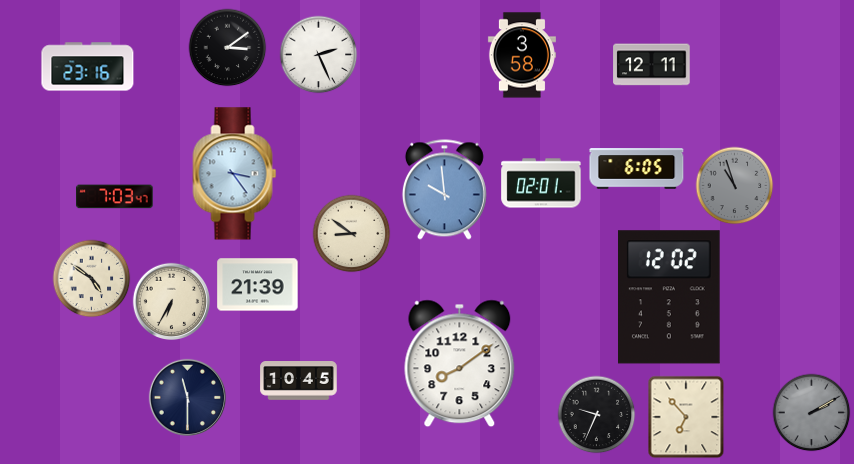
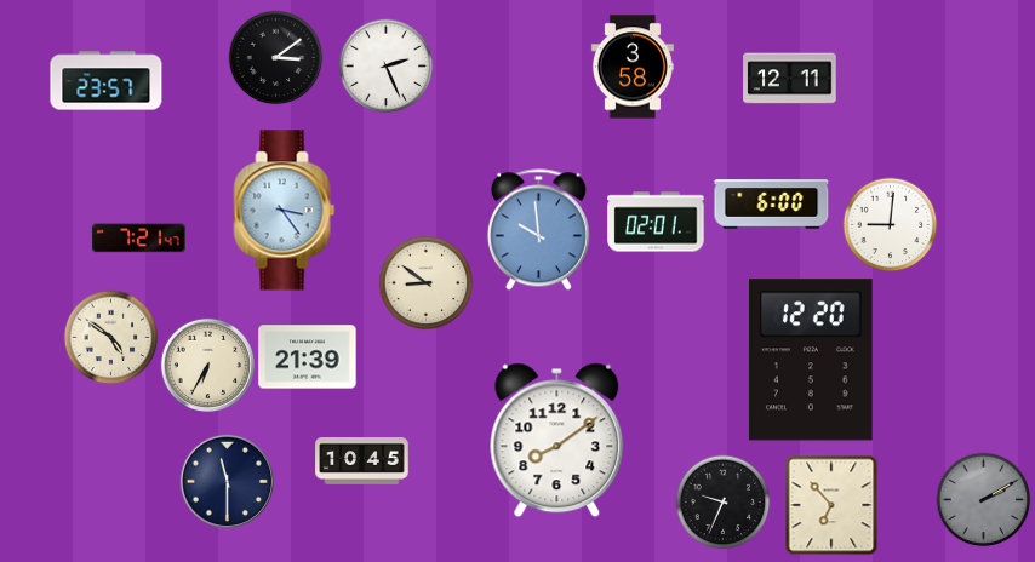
clock at (88, 67): 23:16 -> 23:57
clock at (637, 169): 6:05 -> 6:00
clock at (734, 185): 10:57 -> 9:01
clock at (734, 185) dial: grey -> white
clock at (115, 197): 7:03 -> 7:21
clock at (258, 285) position: (258, 285) -> (308, 357)
clock at (670, 297): 12:02 -> 12:20
